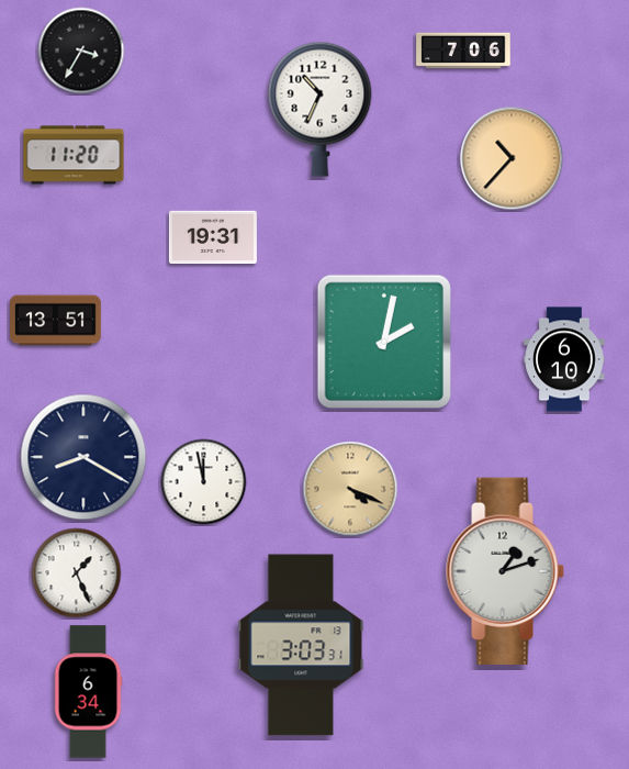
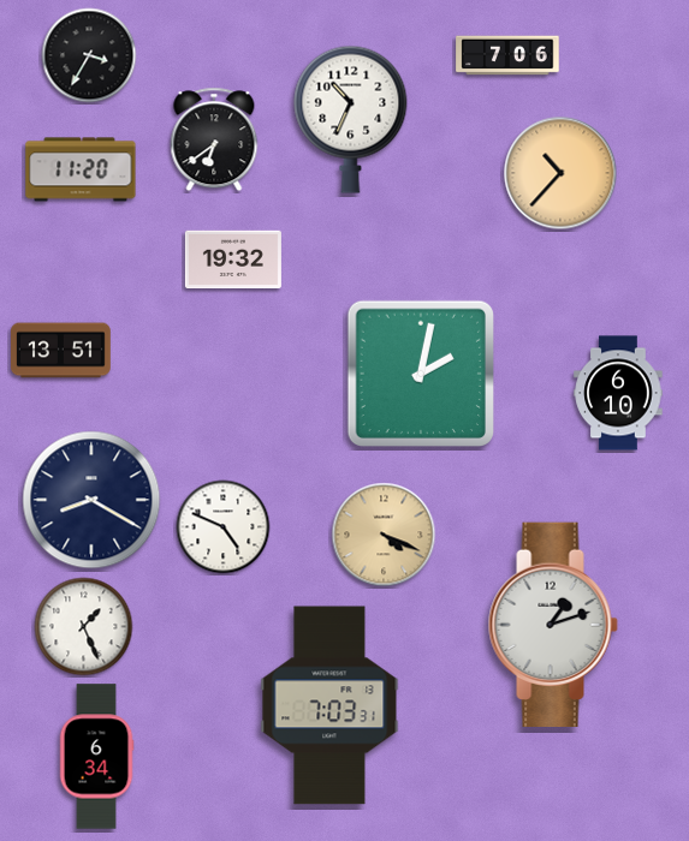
clock at (214, 139): none -> 6:39
clock at (213, 237): 19:31 -> 19:32
clock at (204, 482): 11:58 -> 4:49
clock at (301, 645): 3:03 -> 7:03
